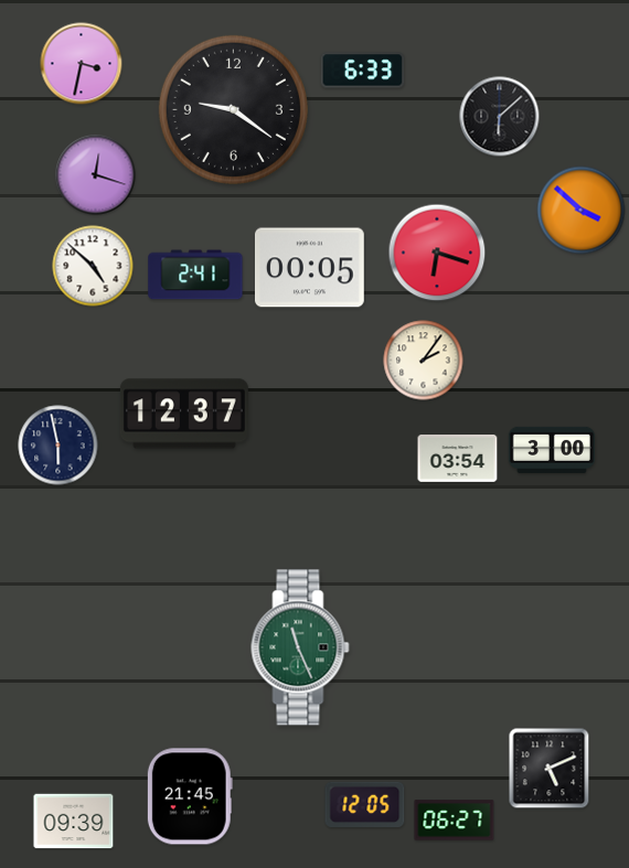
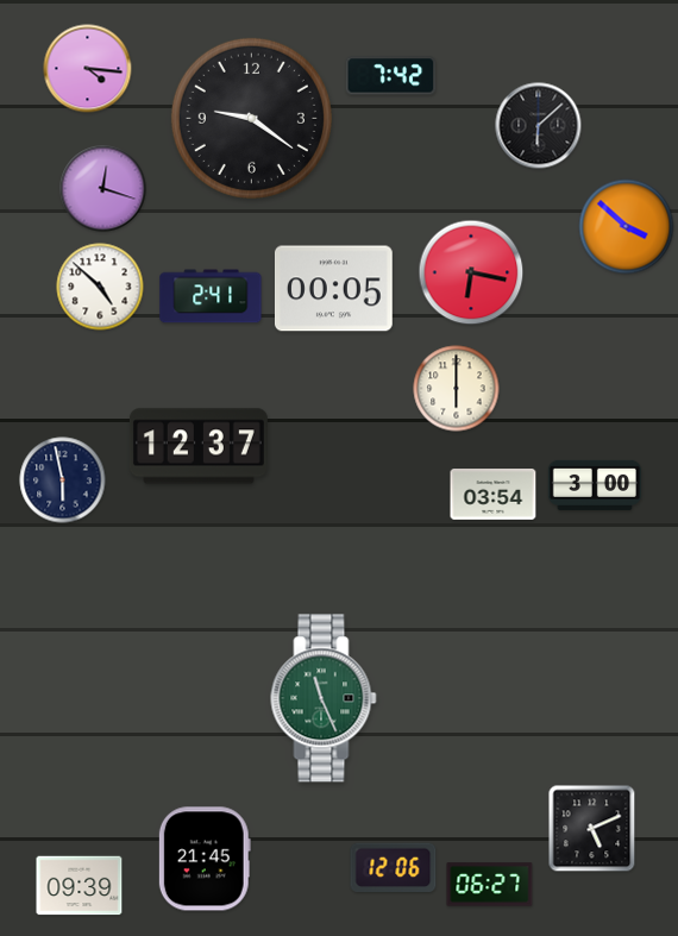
clock at (82, 64): 3:32 -> 4:16
clock at (363, 71): 6:33 -> 7:42
clock at (437, 253): 6:18 -> 6:17
clock at (424, 361): 2:06 -> 6:00
clock at (365, 804): 12:05 -> 12:06
